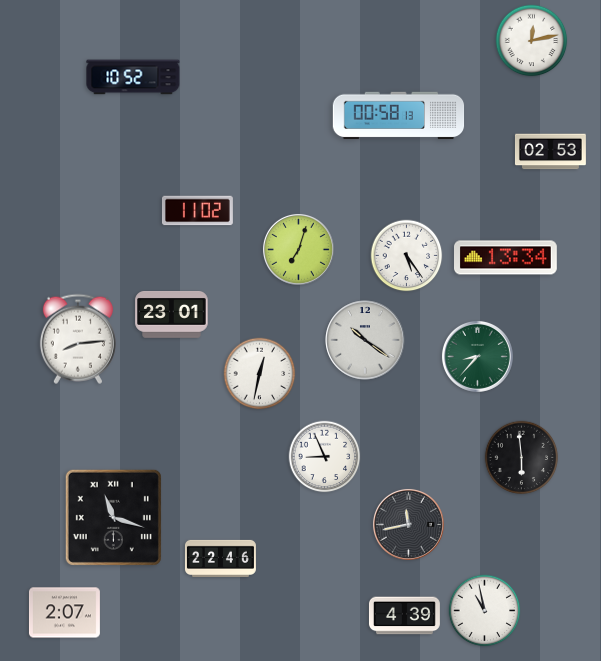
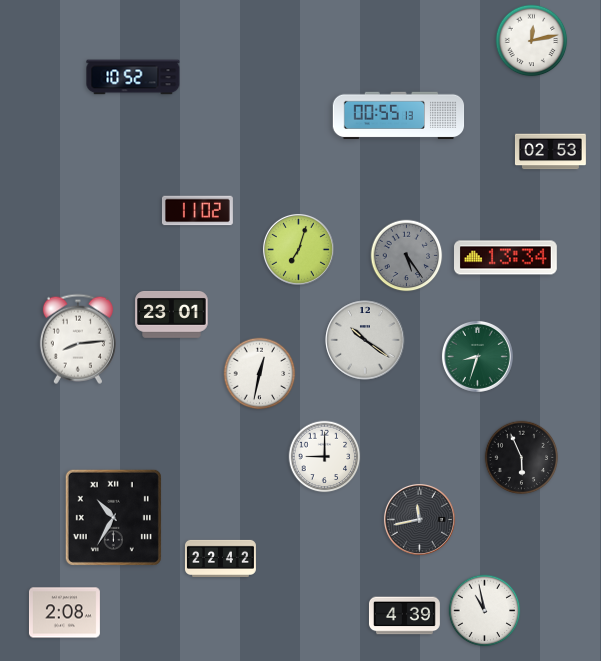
clock at (399, 116): 00:58 -> 00:55
clock at (407, 256) dial: white -> grey
clock at (477, 356): 8:37 -> 8:33
clock at (325, 457): 8:56 -> 9:00
clock at (522, 458): 5:59 -> 5:56
clock at (113, 517): 11:18 -> 10:35
clock at (408, 524) position: (408, 524) -> (419, 519)
clock at (220, 558): 22:46 -> 22:42
clock at (64, 613): 2:07 -> 2:08
